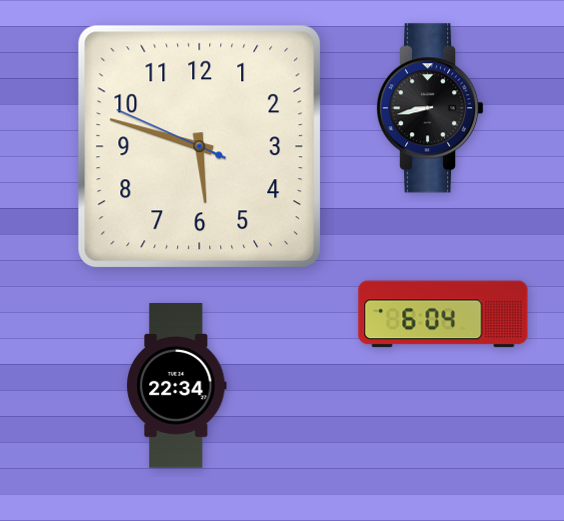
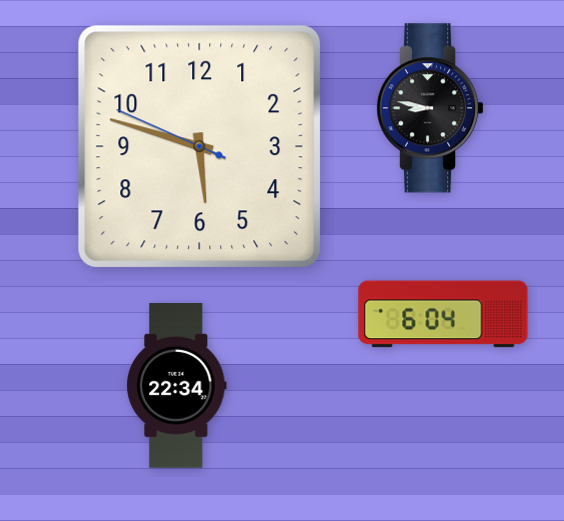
clock at (430, 108): 8:43 -> 8:47
